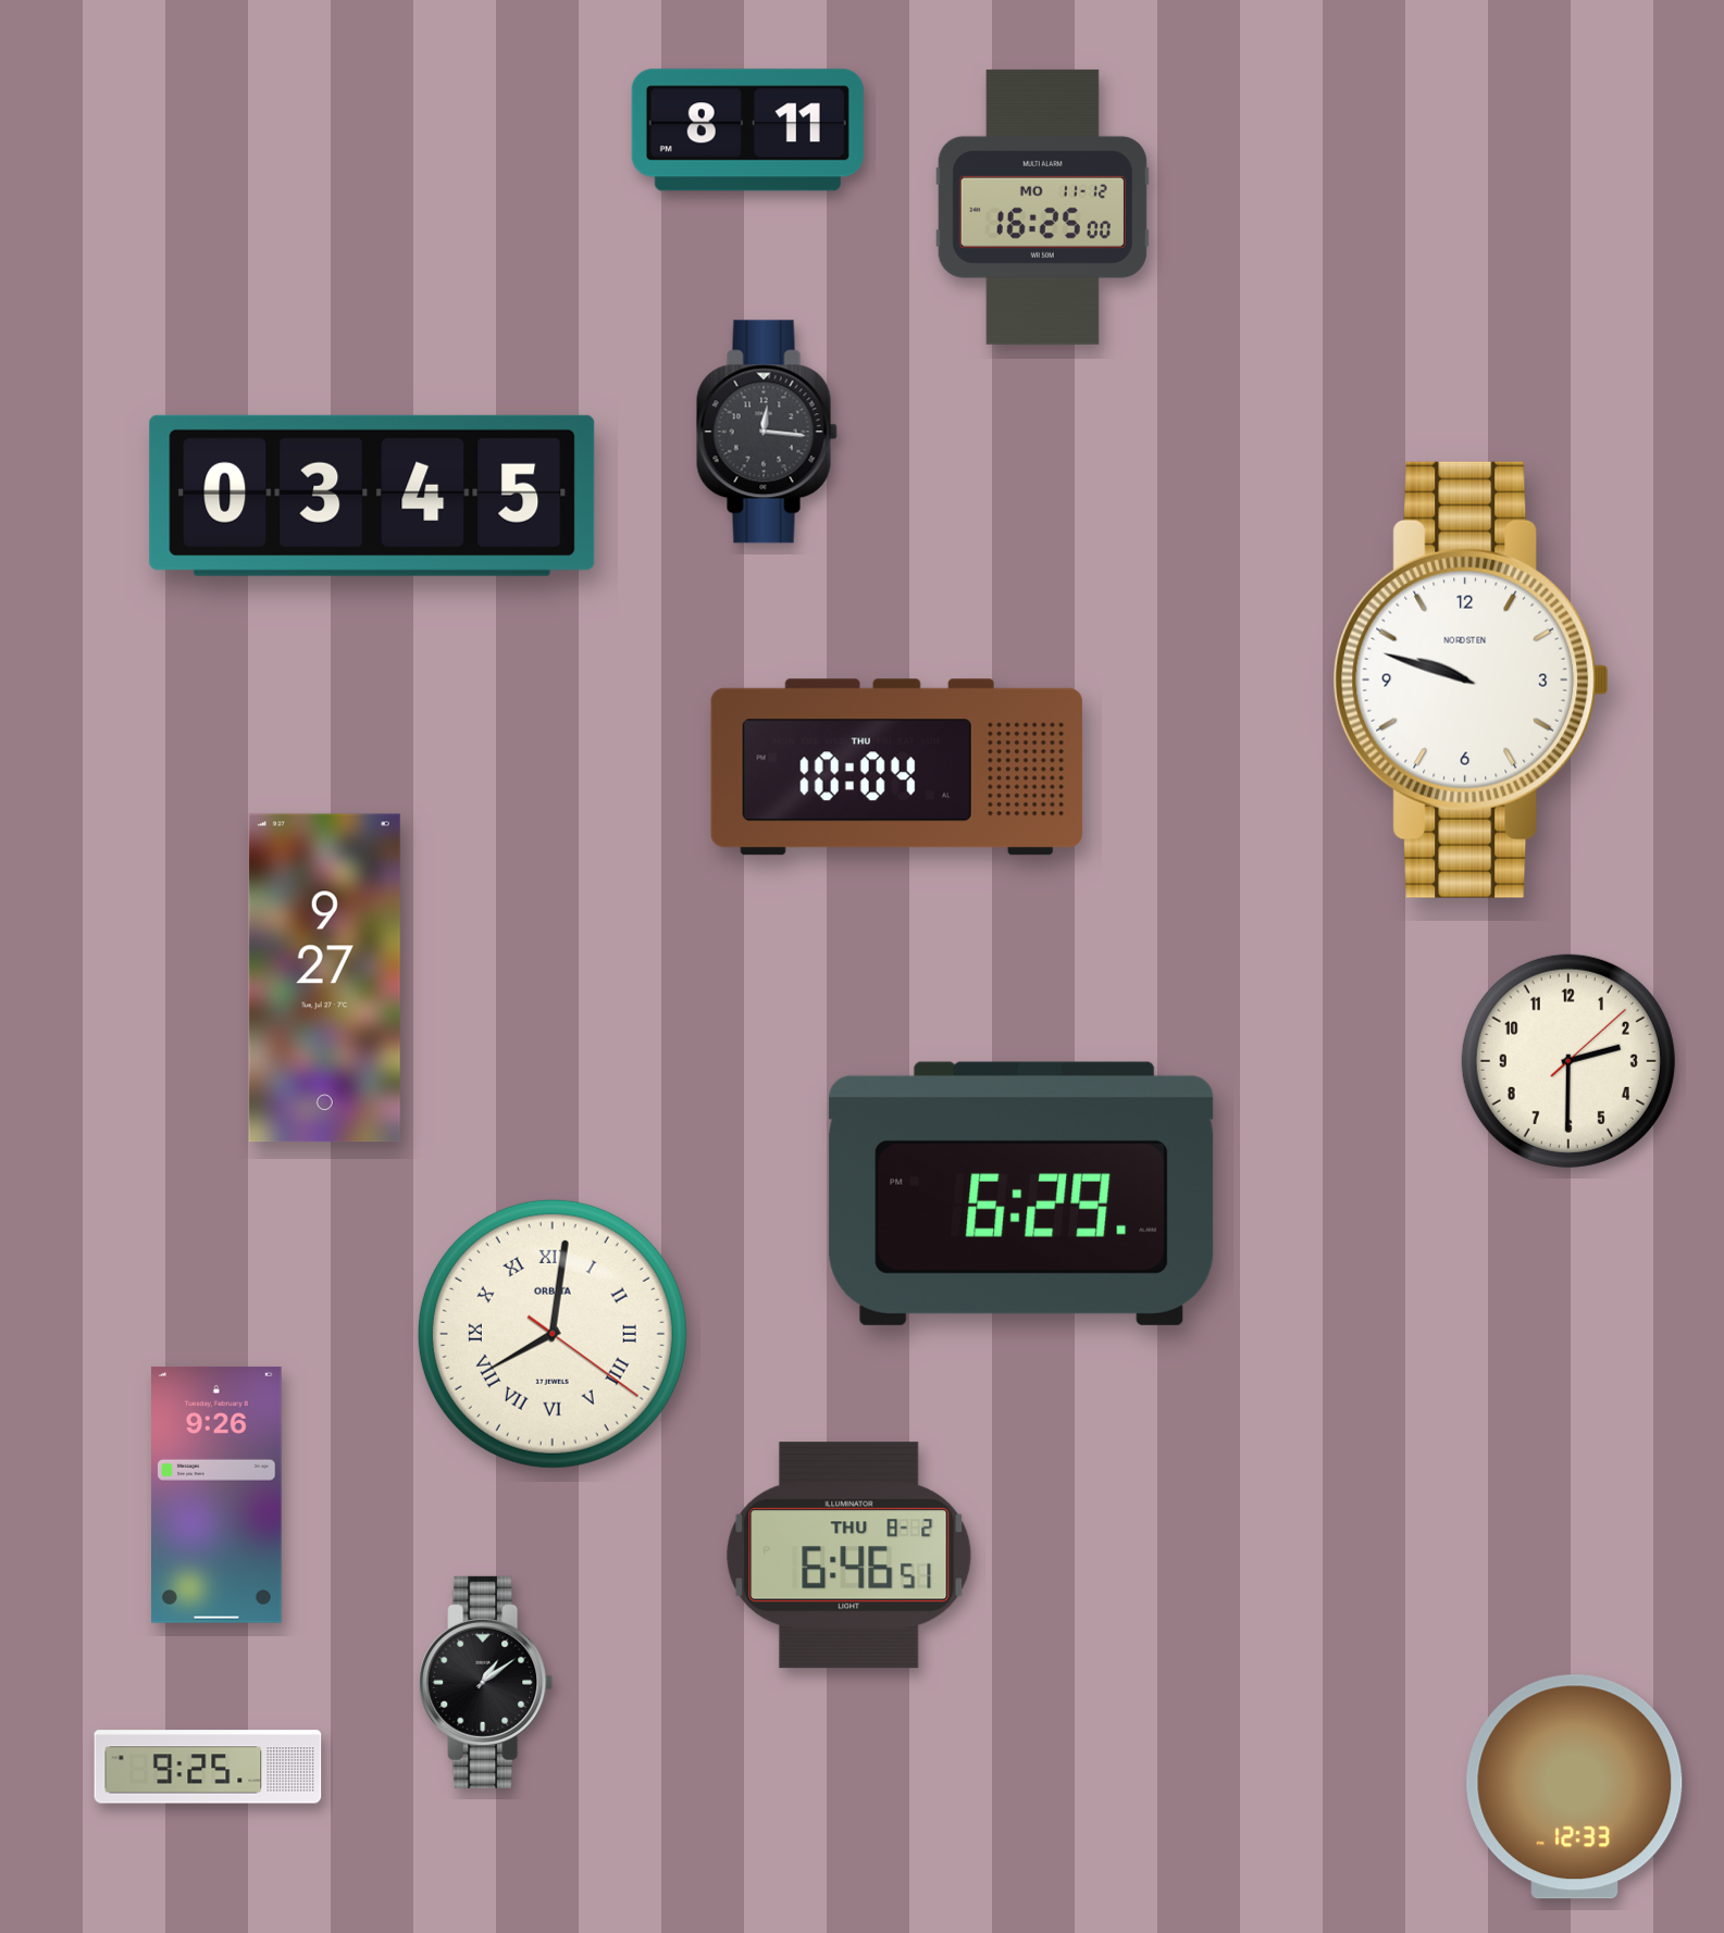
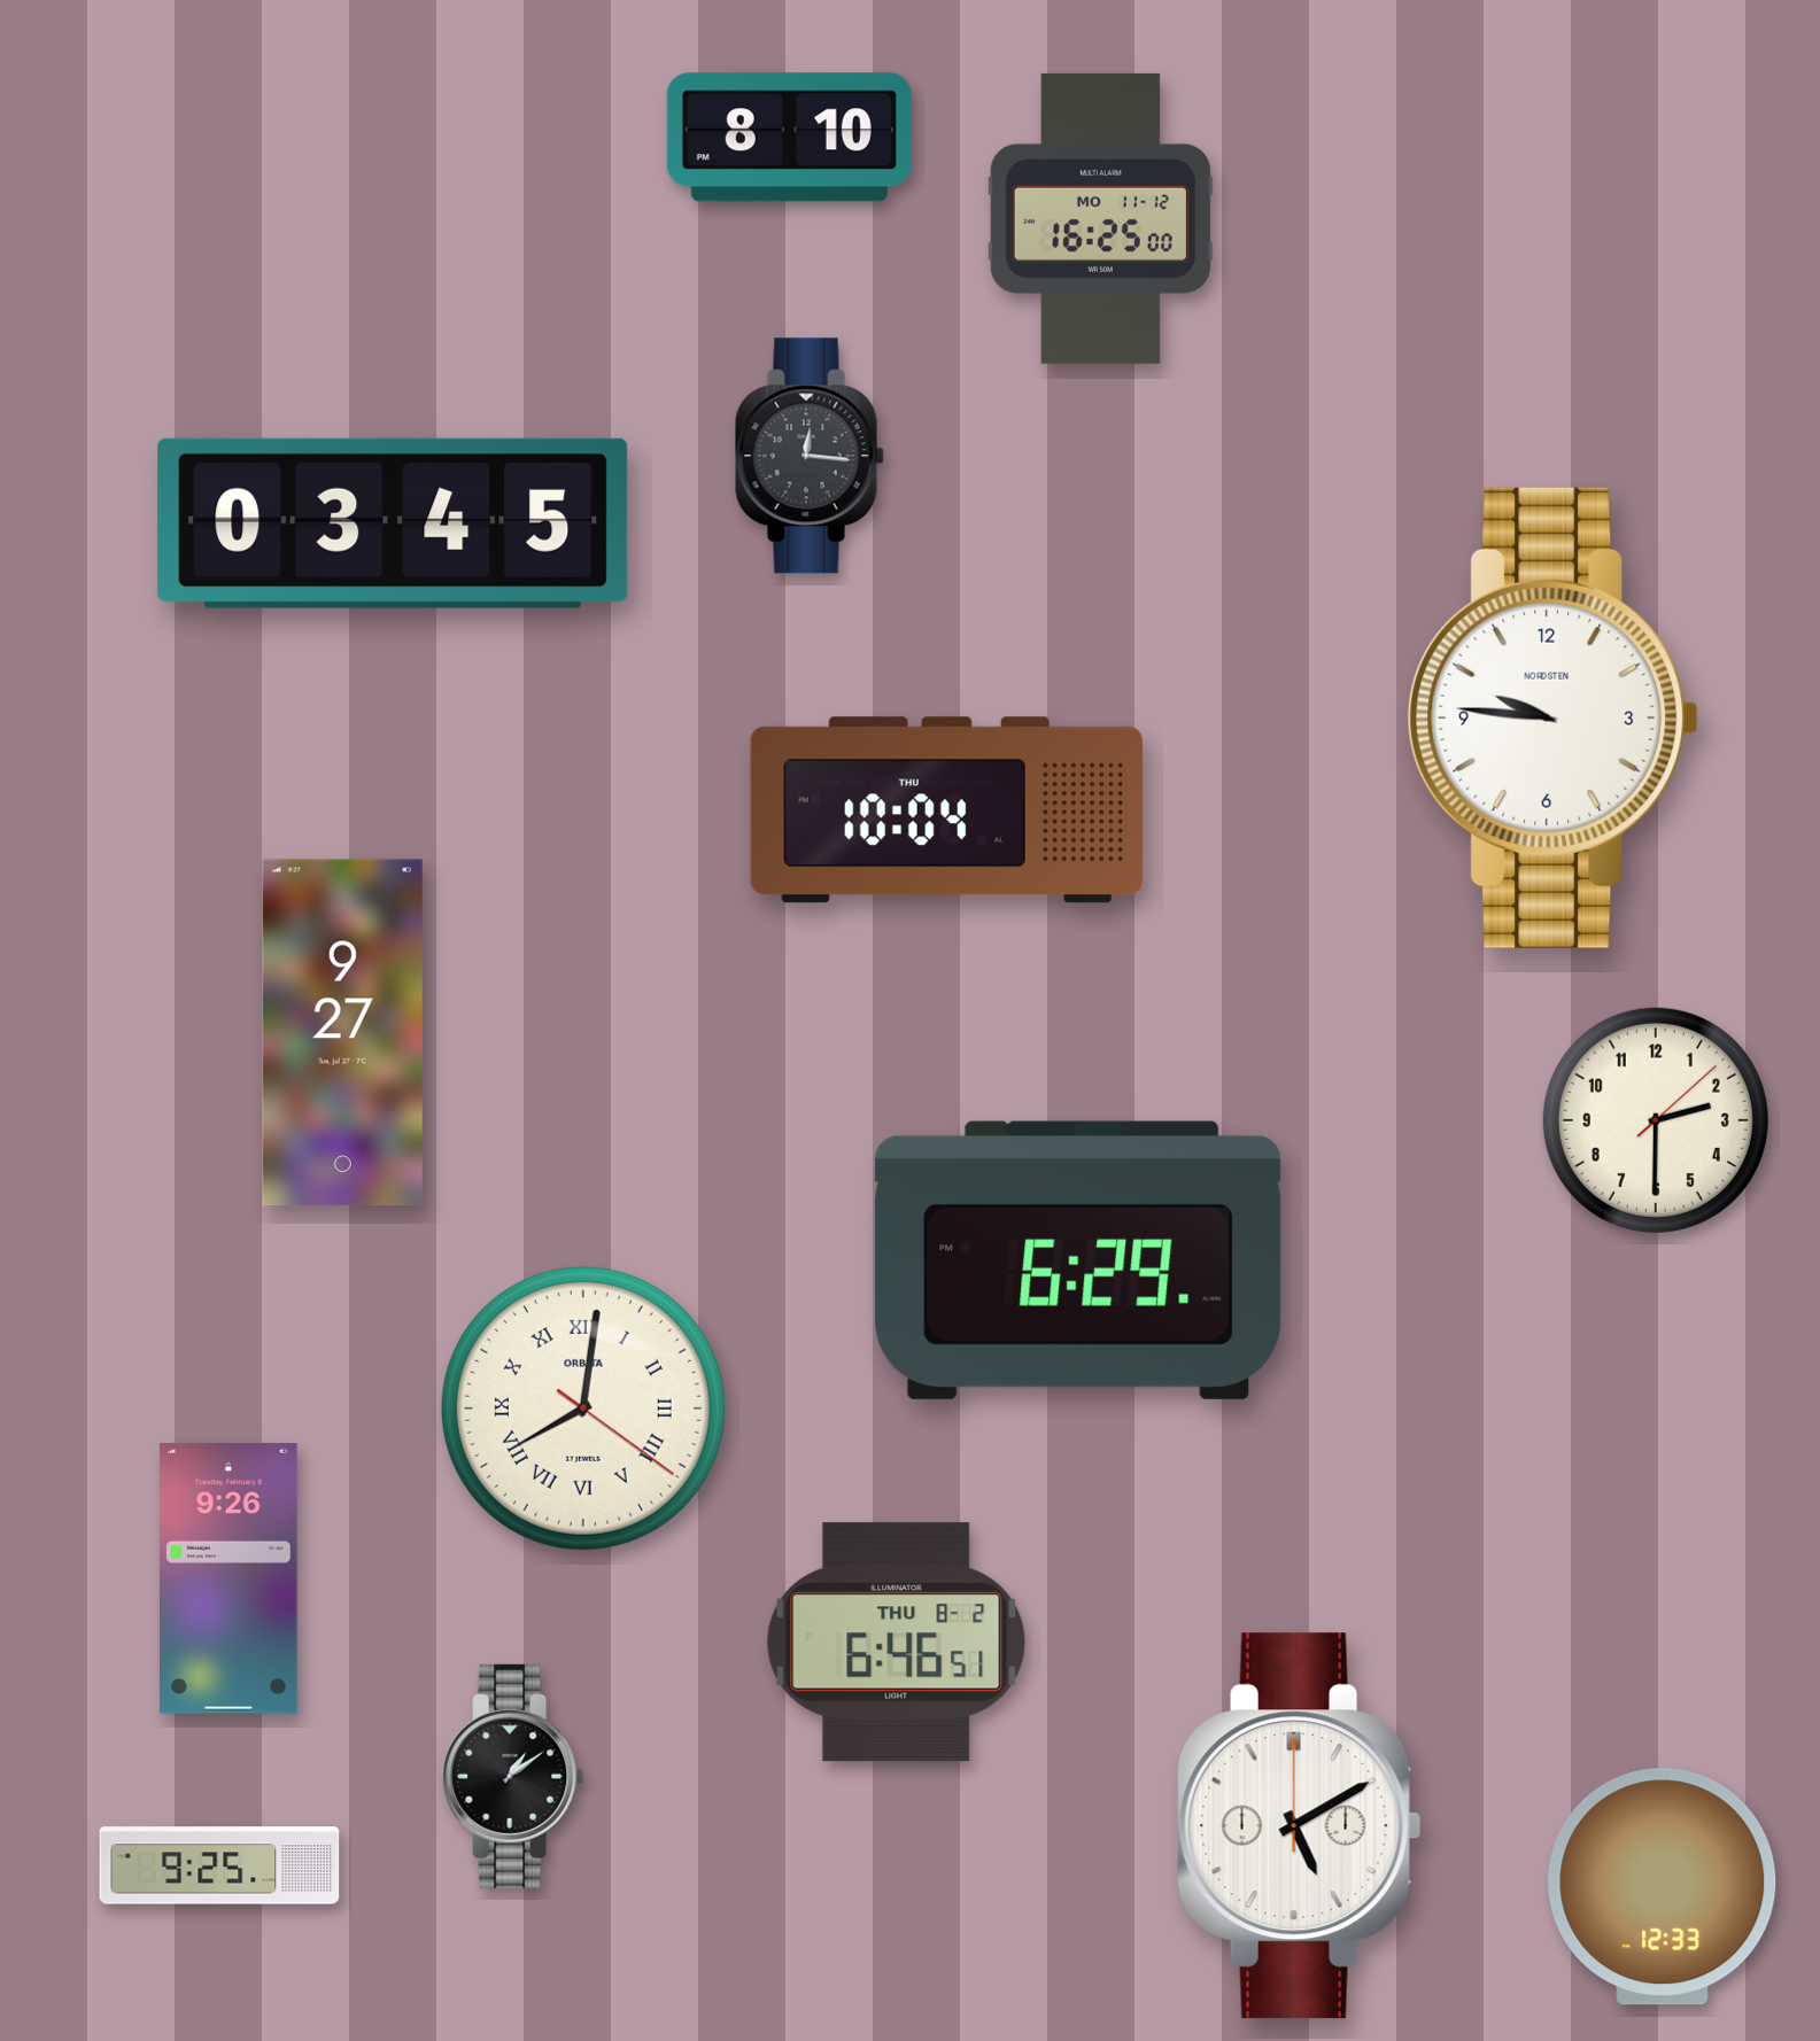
clock at (747, 130): 8:11 -> 8:10
clock at (1472, 679): 9:48 -> 9:46
clock at (1299, 1826): none -> 5:10
